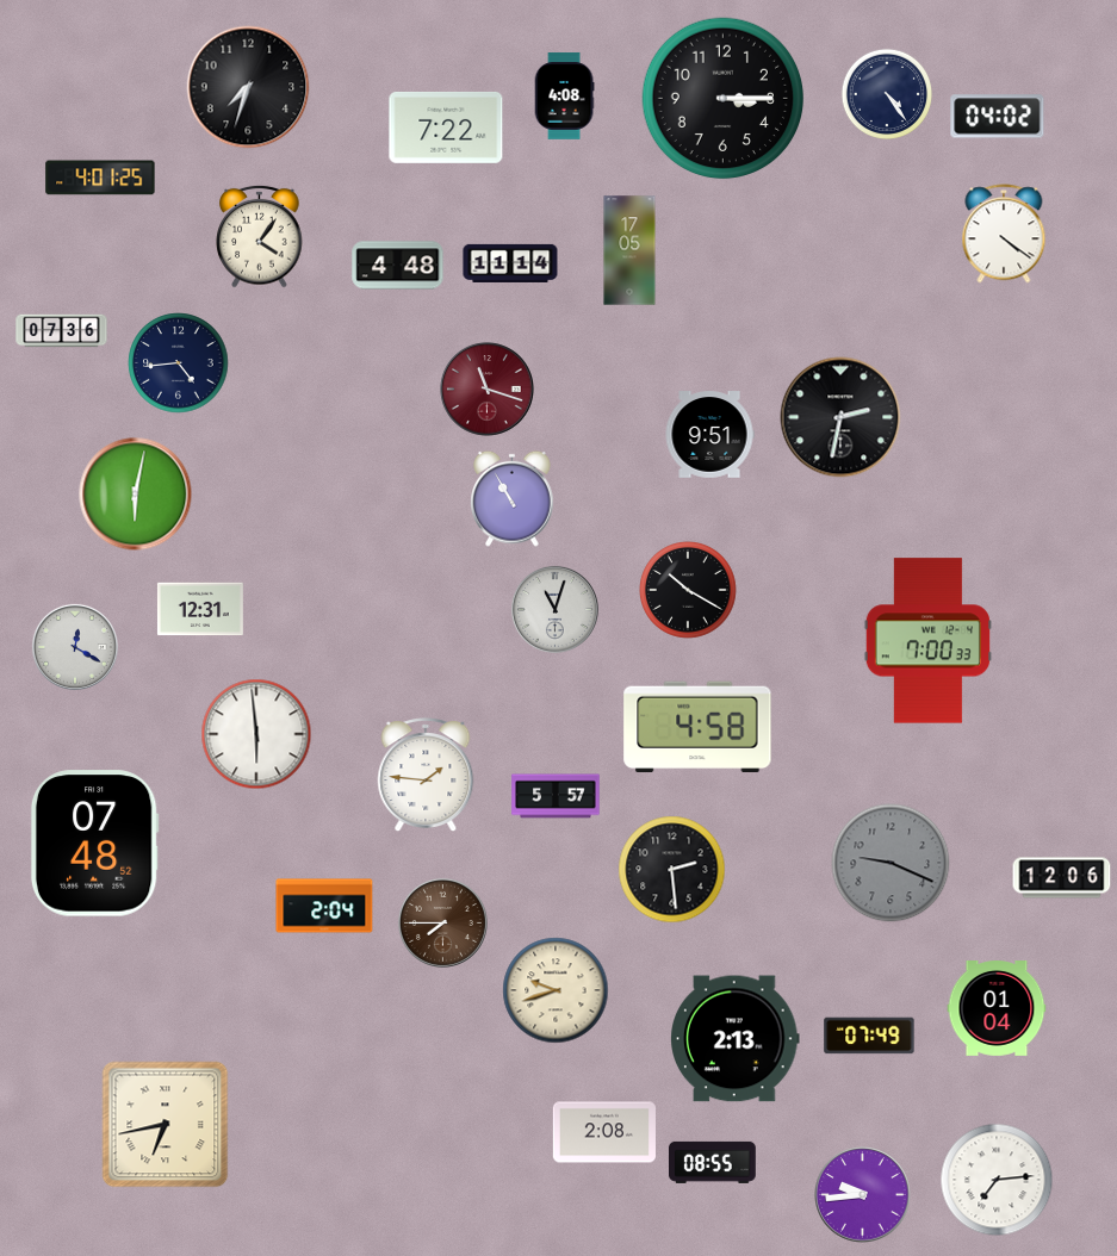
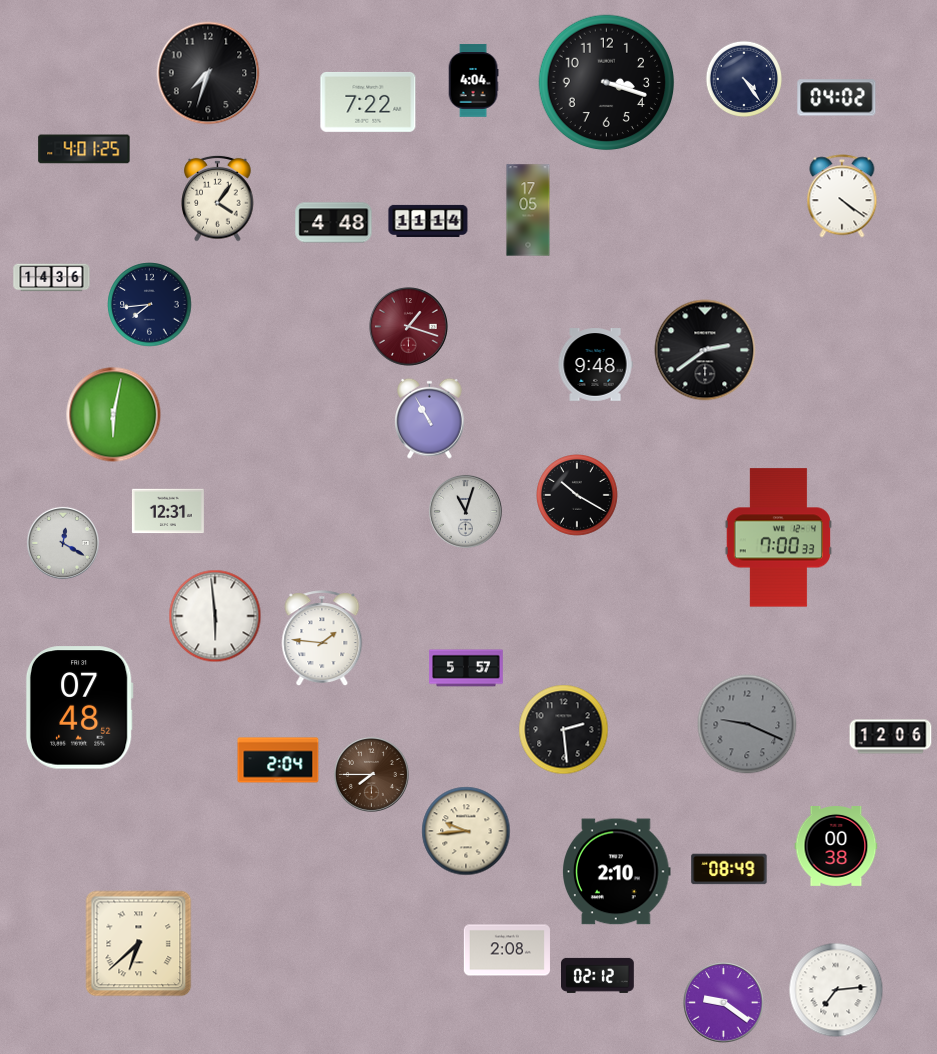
clock at (564, 97): 4:08 -> 4:04
clock at (724, 99): 3:15 -> 3:18
clock at (446, 128) position: (446, 128) -> (368, 102)
clock at (62, 331): 07:36 -> 14:36
clock at (179, 363): 4:44 -> 7:44
clock at (488, 390): 11:18 -> 1:18
clock at (840, 417): 2:32 -> 2:39
clock at (709, 435): 9:51 -> 9:48
clock at (697, 727): 4:58 -> none
clock at (426, 775) position: (426, 775) -> (322, 638)
clock at (324, 906) position: (324, 906) -> (278, 760)
clock at (556, 990): 9:42 -> 9:44
clock at (997, 1009): 01:04 -> 00:38
clock at (869, 1036): 07:49 -> 08:49
clock at (736, 1039): 2:13 -> 2:10
clock at (166, 1125): 6:43 -> 6:38
clock at (713, 1162): 08:55 -> 02:12
clock at (863, 1195): 9:44 -> 9:21
